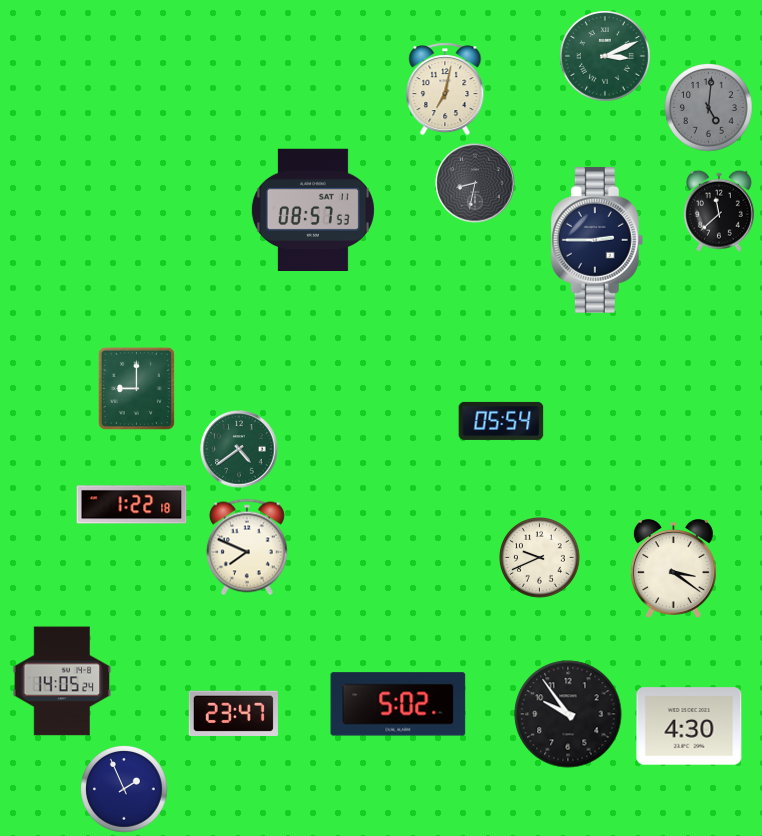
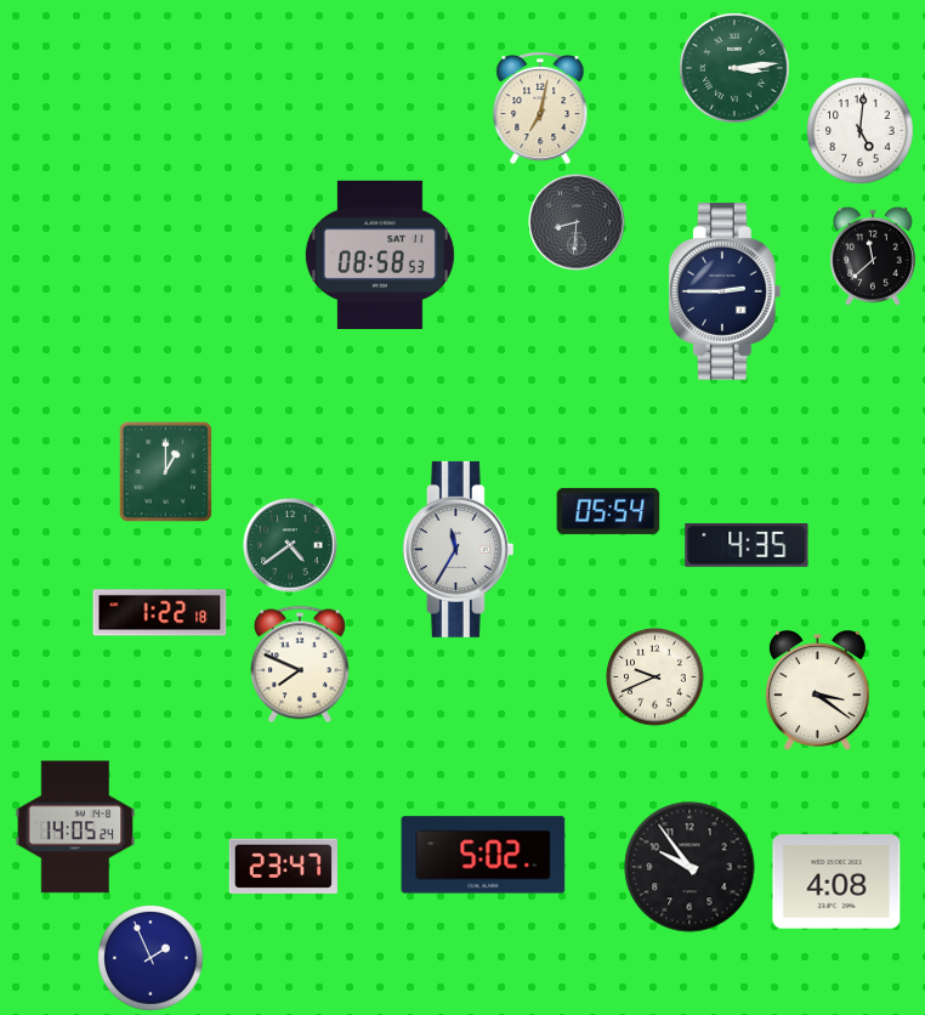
clock at (605, 56): 3:11 -> 3:14
clock at (709, 108) dial: grey -> white
clock at (475, 183): 8:32 -> 8:31
clock at (313, 210): 08:57 -> 08:58
clock at (136, 388): 9:00 -> 1:00
clock at (747, 545): none -> 4:35
clock at (458, 549): none -> 11:35
clock at (689, 726): 4:30 -> 4:08
